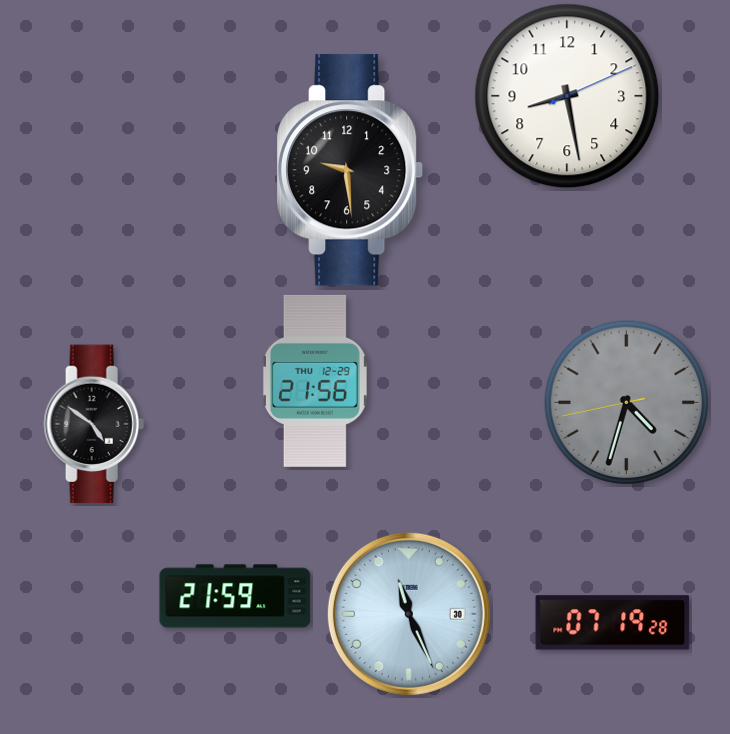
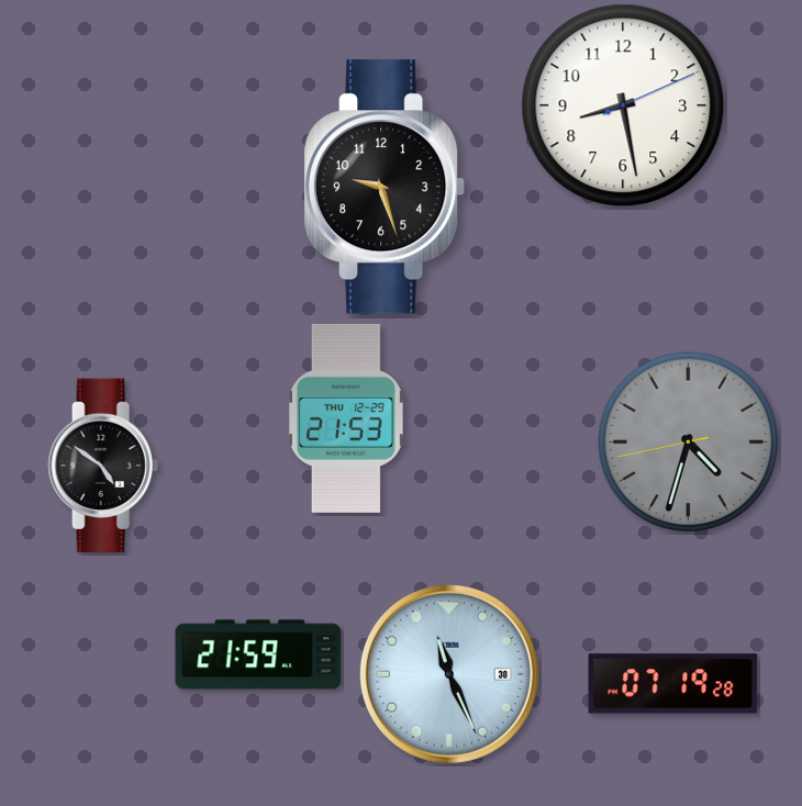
clock at (350, 170): 9:29 -> 9:27
clock at (315, 381): 21:56 -> 21:53
